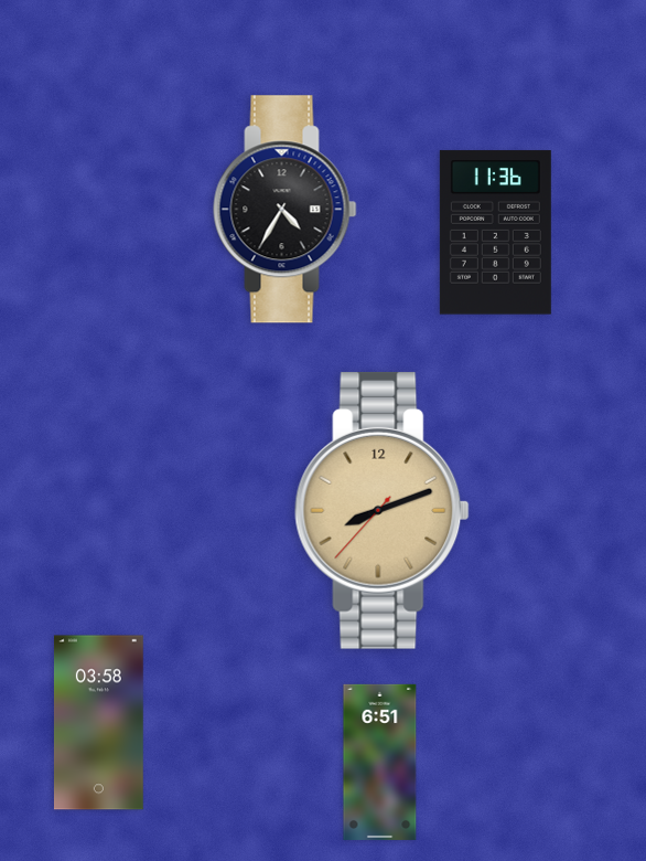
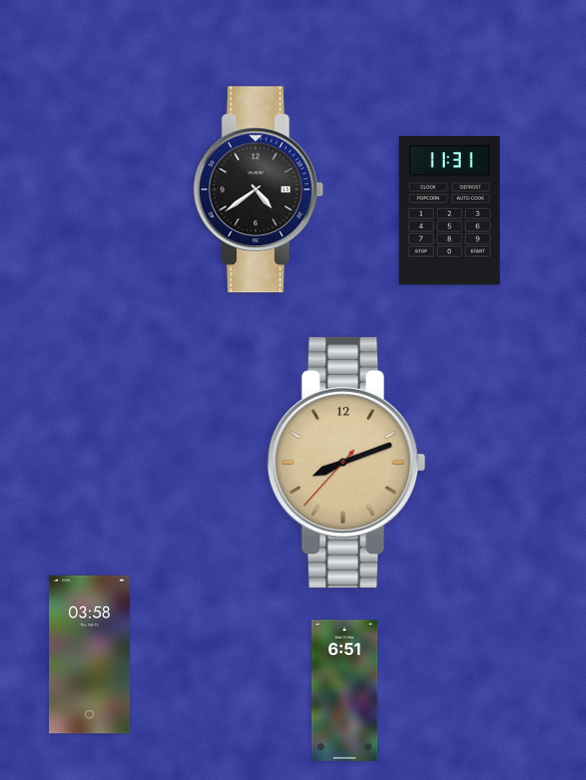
clock at (286, 210): 4:35 -> 4:39
clock at (495, 233): 11:36 -> 11:31
